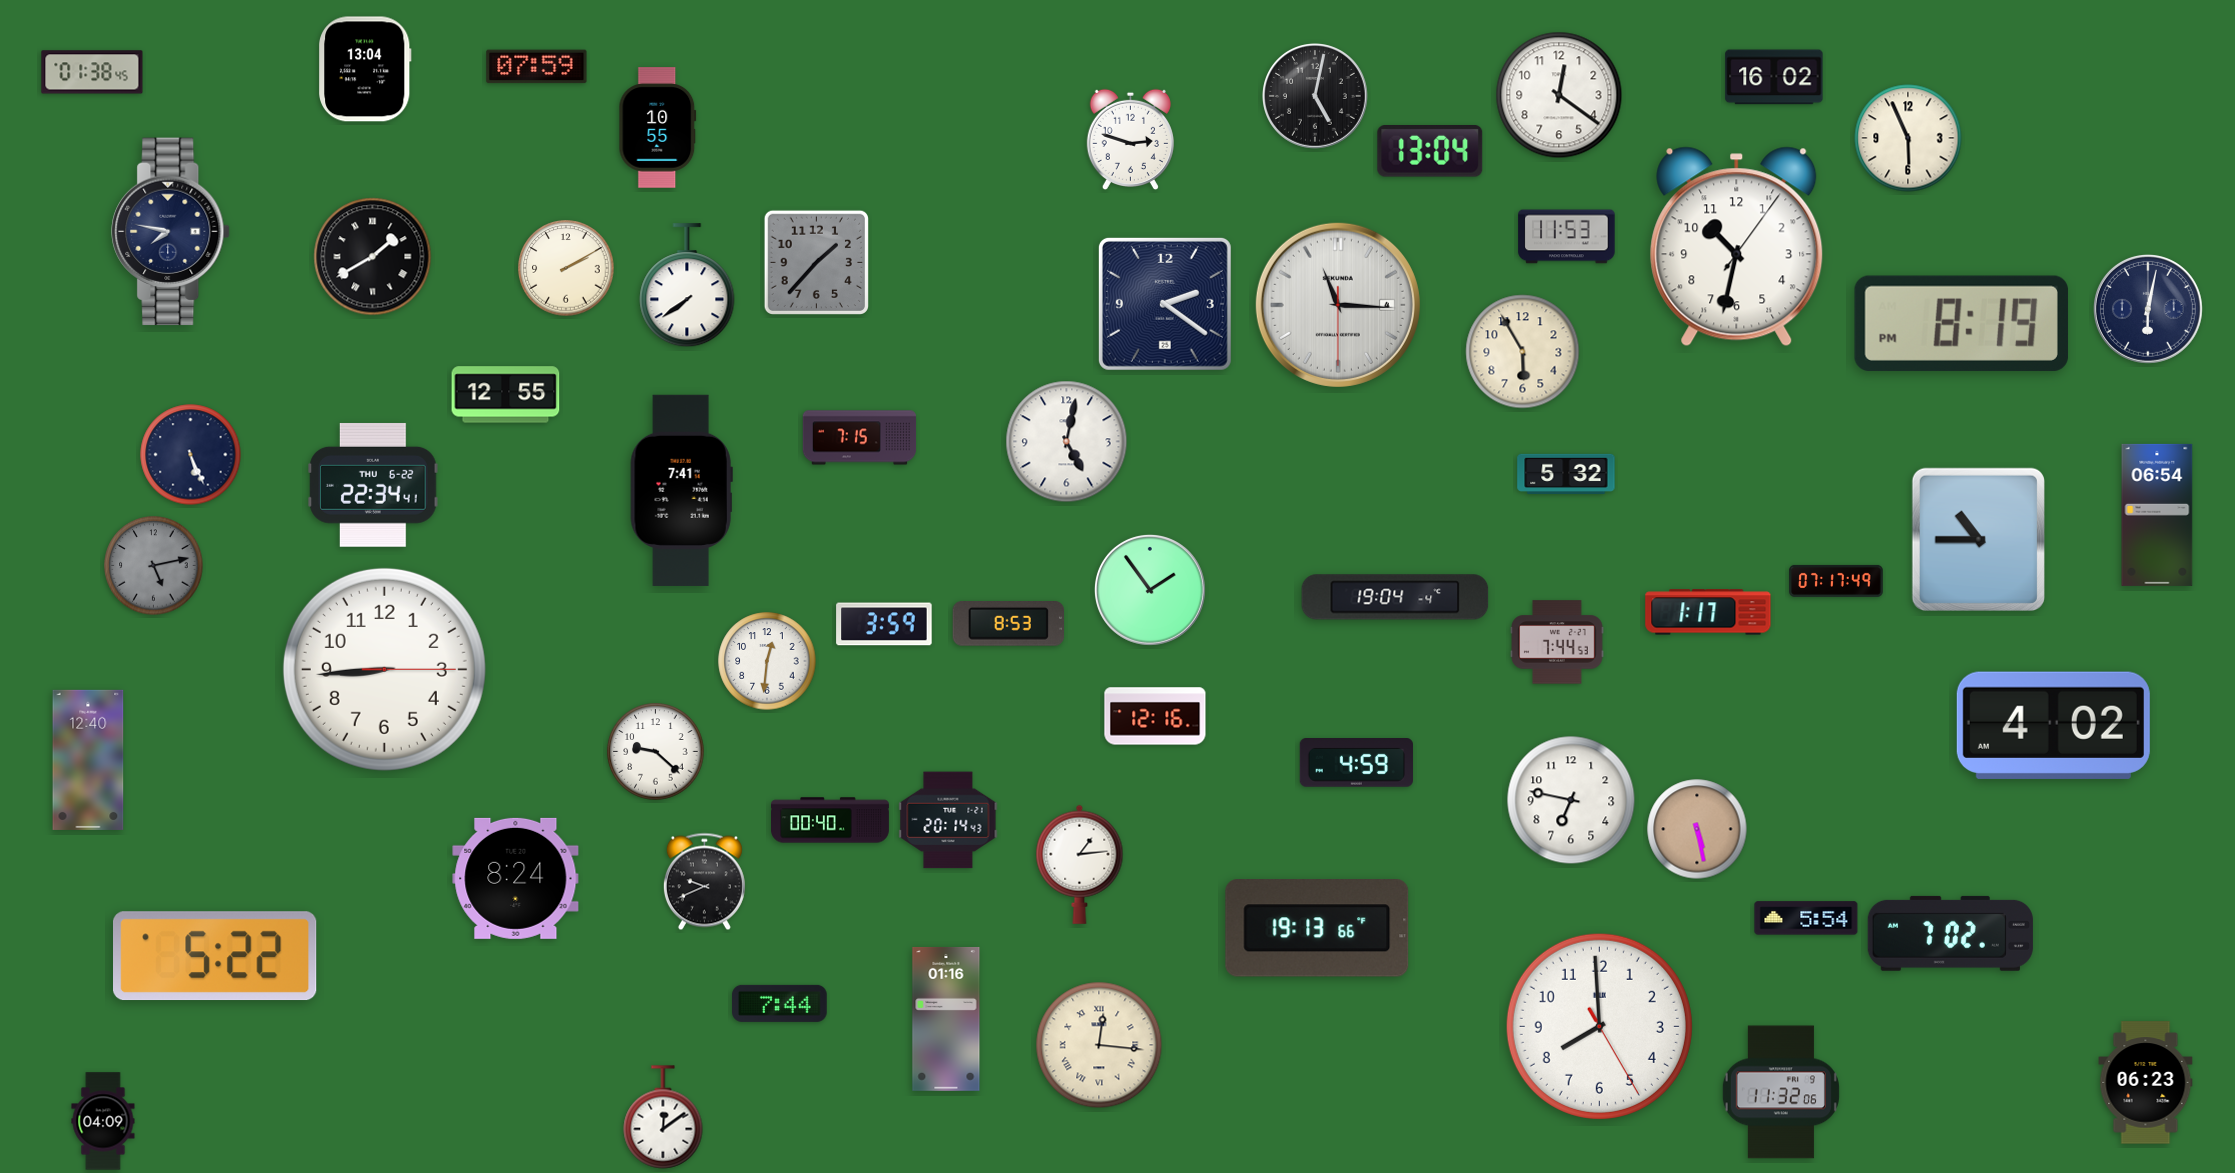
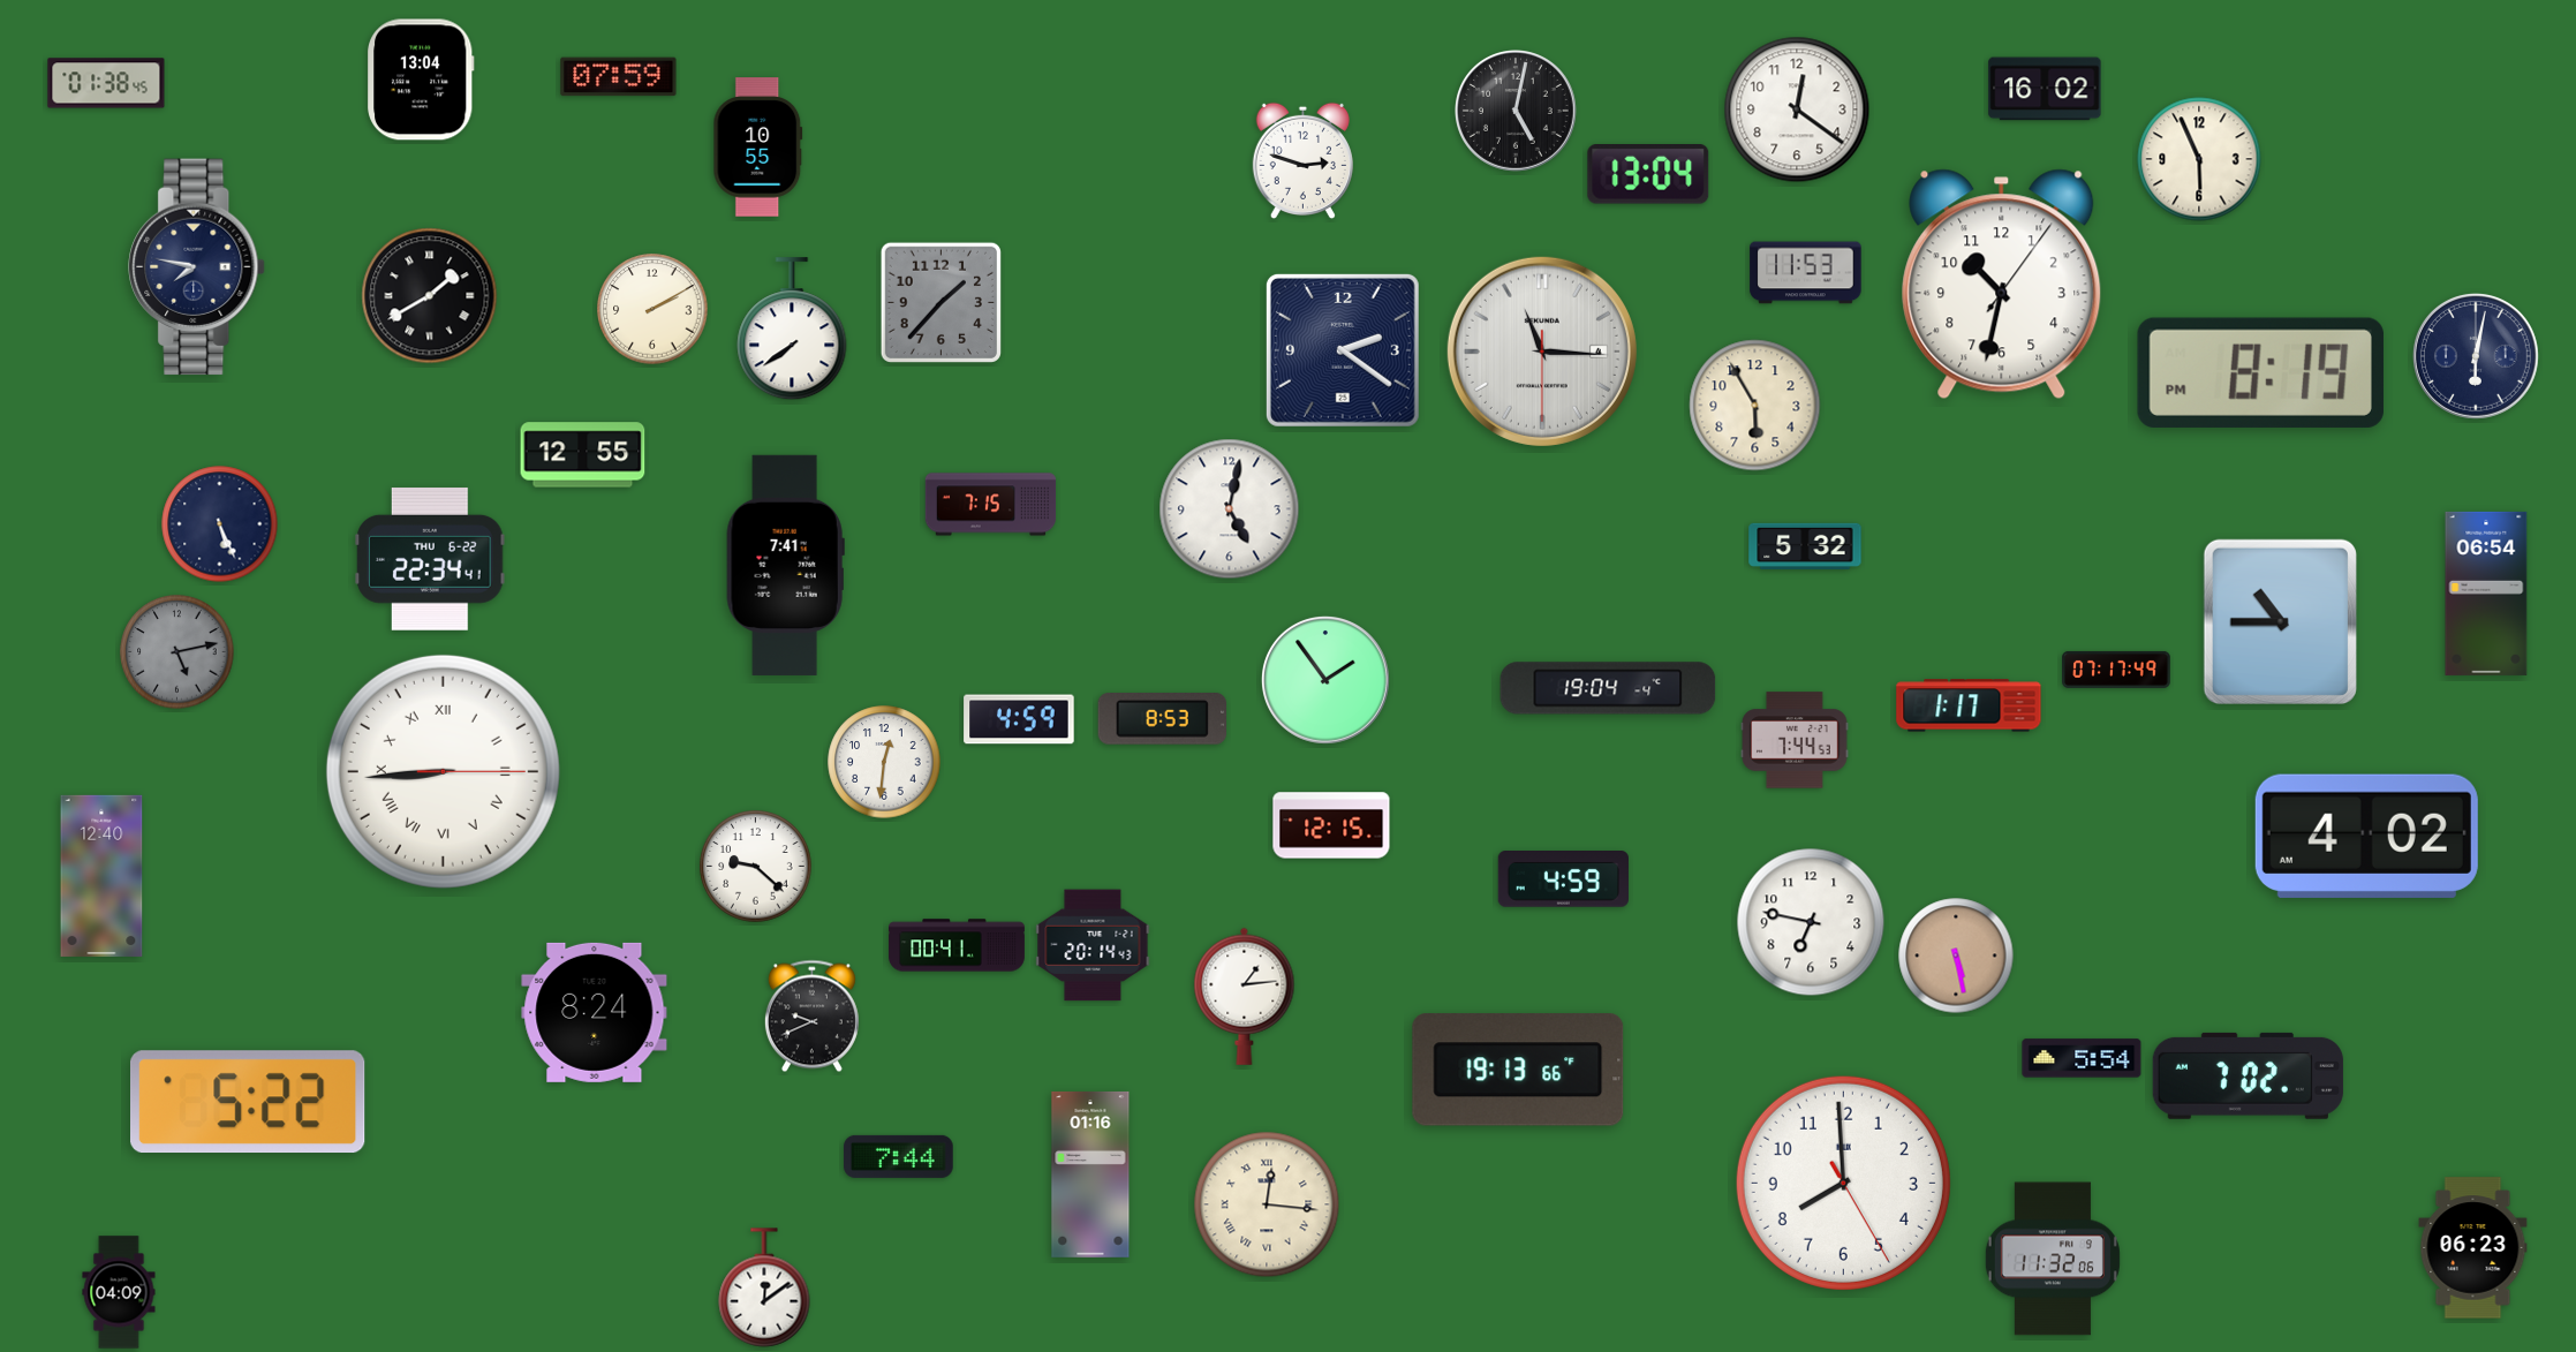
clock at (884, 624): 3:59 -> 4:59
clock at (384, 669) numerals: Arabic -> Roman
clock at (1155, 716): 12:16 -> 12:15
clock at (831, 820): 00:40 -> 00:41
